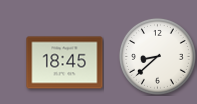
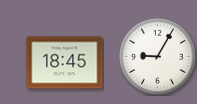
clock at (157, 56): 8:38 -> 9:05
